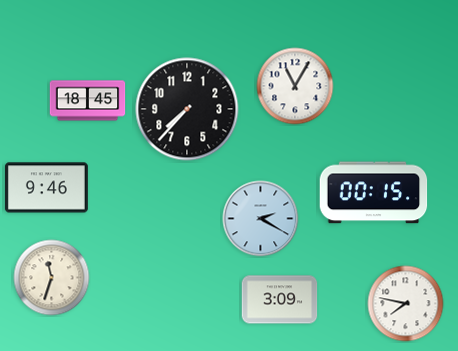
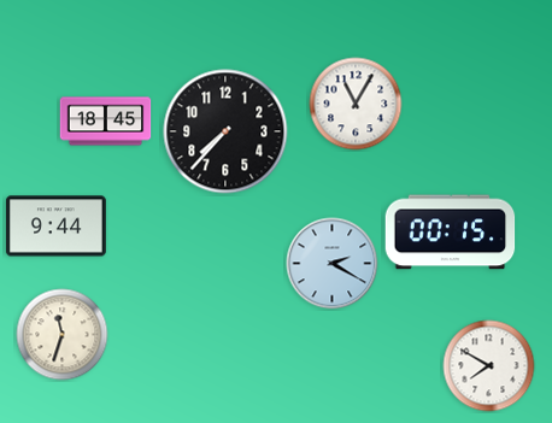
clock at (46, 188): 9:46 -> 9:44
clock at (261, 219) position: (261, 219) -> (333, 264)
clock at (280, 300): 3:09 -> none
clock at (406, 304): 7:47 -> 7:50
